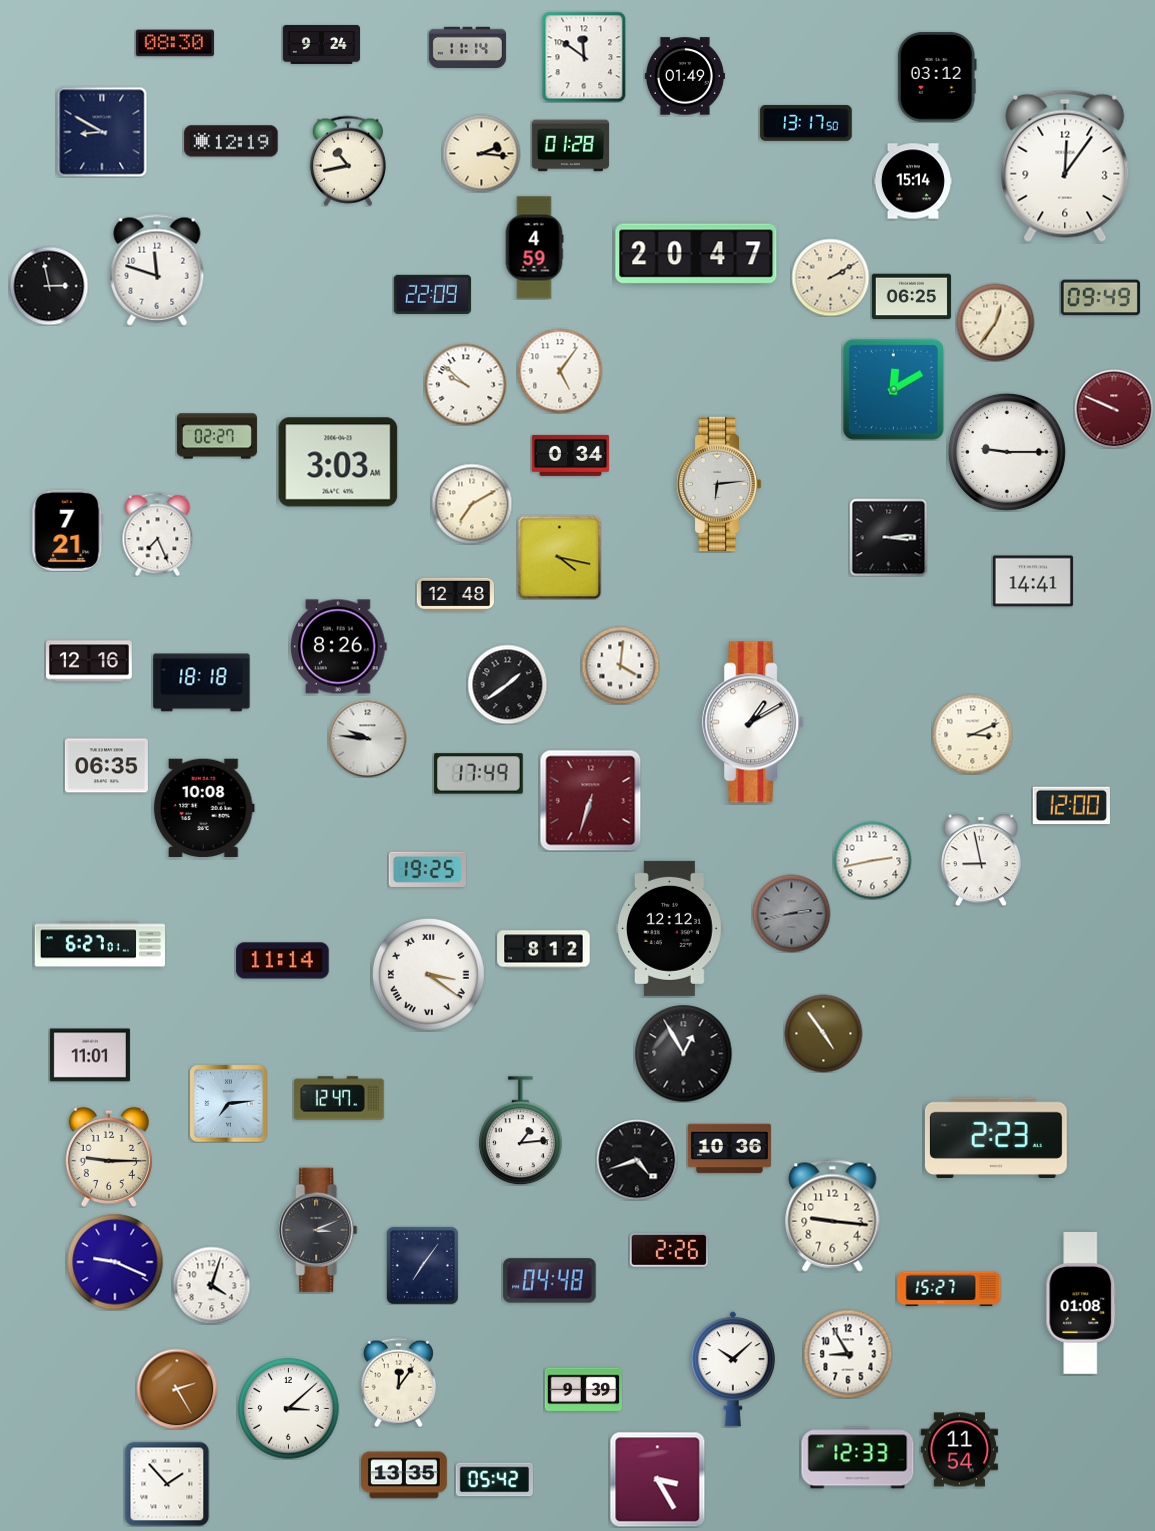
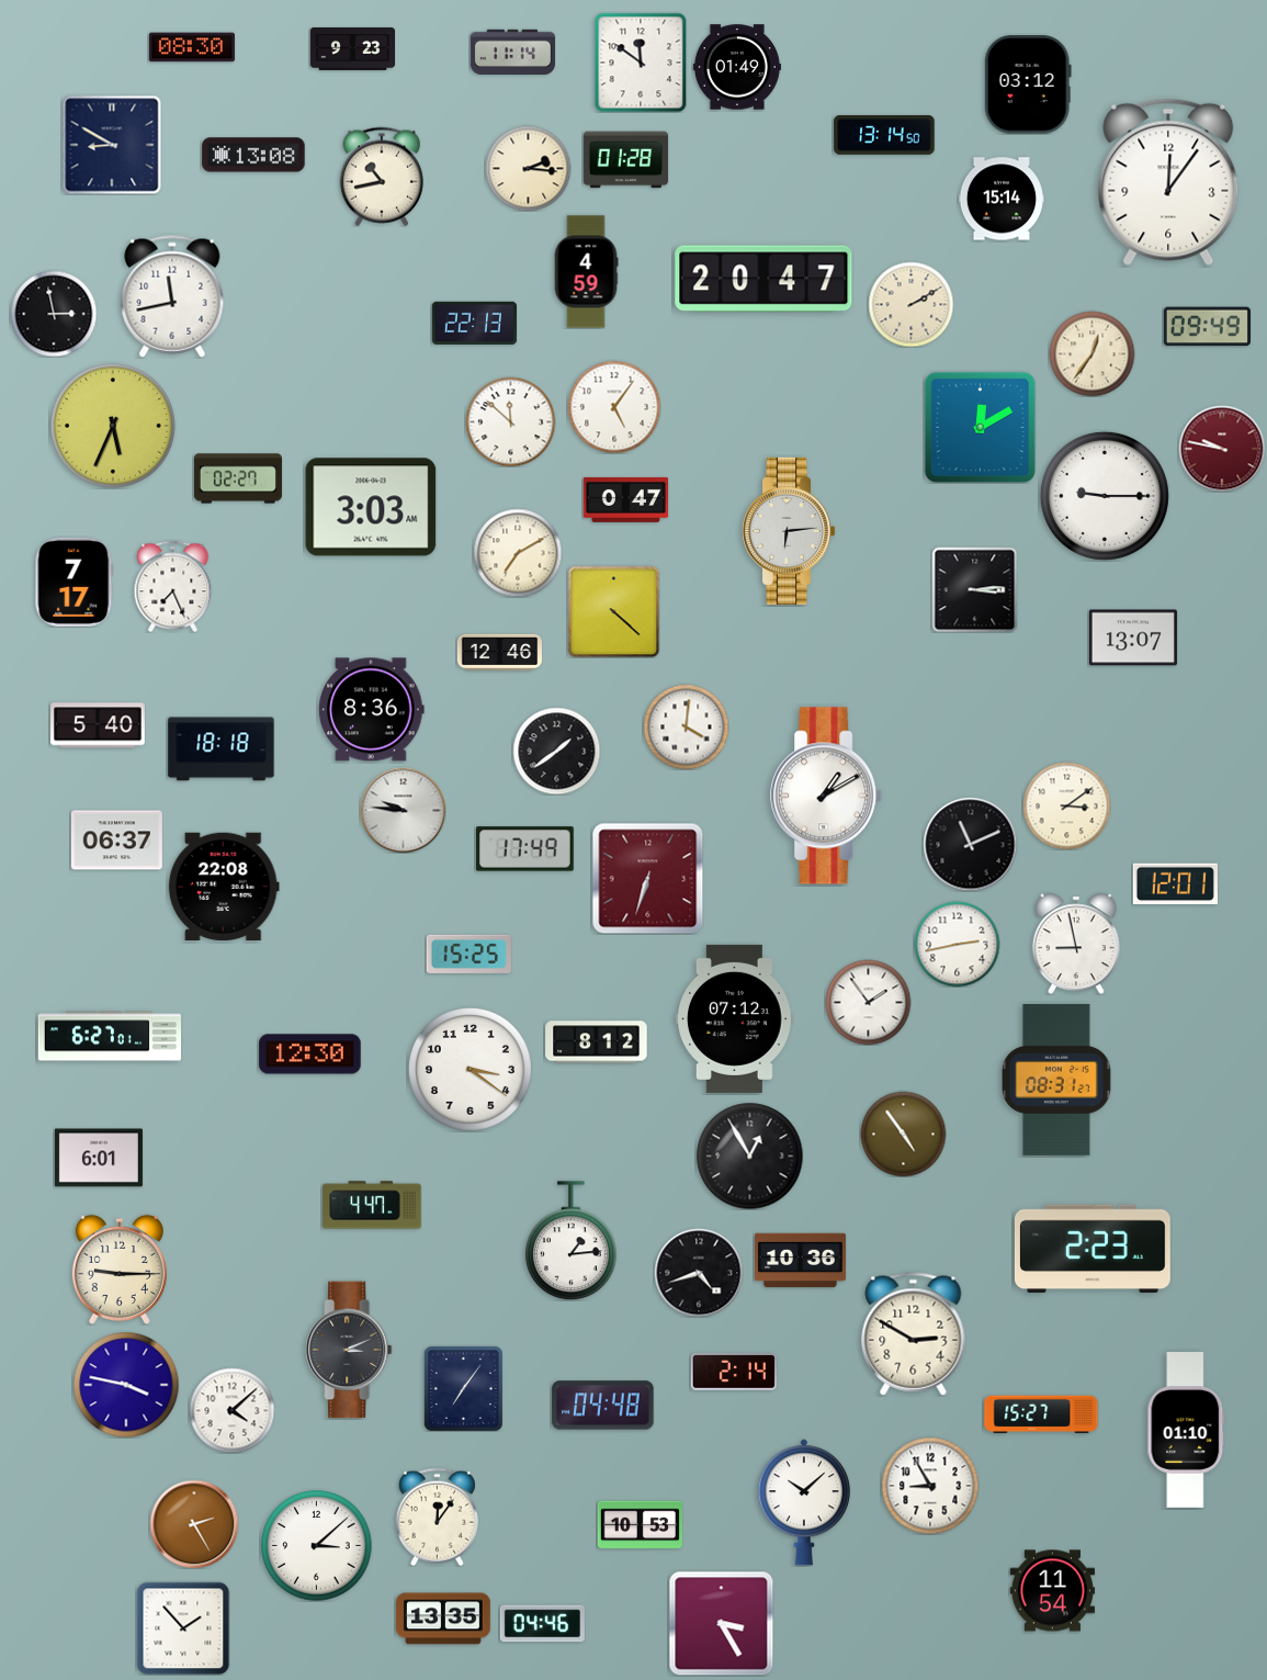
clock at (321, 44): 9:24 -> 9:23
clock at (685, 76) position: (685, 76) -> (737, 67)
clock at (806, 123): 13:17 -> 13:14
clock at (231, 141): 12:19 -> 13:08
clock at (157, 270): 11:48 -> 11:43
clock at (432, 294): 22:09 -> 22:13
clock at (911, 297): 06:25 -> none
clock at (465, 384): 9:52 -> 11:52
clock at (113, 426): none -> 5:34
clock at (1114, 409): 9:49 -> 9:47
clock at (570, 455): 0:34 -> 0:47
clock at (68, 530): 7:21 -> 7:17
clock at (559, 557): 4:17 -> 4:22
clock at (1033, 581): 14:41 -> 13:07
clock at (455, 595): 12:48 -> 12:46
clock at (339, 647): 8:26 -> 8:36
clock at (90, 661): 12:16 -> 5:40
clock at (620, 665) position: (620, 665) -> (686, 726)
clock at (754, 722) position: (754, 722) -> (827, 796)
clock at (972, 734): 3:11 -> 3:09
clock at (106, 766): 06:35 -> 06:37
clock at (970, 844): none -> 11:11
clock at (1071, 806): 12:00 -> 12:01
clock at (204, 807): 10:08 -> 22:08
clock at (427, 869): 19:25 -> 15:25
clock at (791, 913): 2:43 -> 1:54
clock at (791, 913) dial: grey -> white
clock at (670, 928): 12:12 -> 07:12
clock at (283, 961): 11:14 -> 12:30
clock at (428, 974) numerals: Roman -> Arabic
clock at (1056, 1080): none -> 08:31
clock at (90, 1055): 11:01 -> 6:01
clock at (339, 1098): 12:47 -> 4:47
clock at (228, 1103): 7:14 -> none
clock at (833, 1216): 9:16 -> 2:50
clock at (669, 1251): 2:26 -> 2:14
clock at (115, 1262): 9:19 -> 3:47
clock at (211, 1285): 4:03 -> 4:08
clock at (1081, 1304): 01:08 -> 01:10
clock at (583, 1390): 9:39 -> 10:53
clock at (858, 1458): 12:33 -> none
clock at (494, 1480): 05:42 -> 04:46
